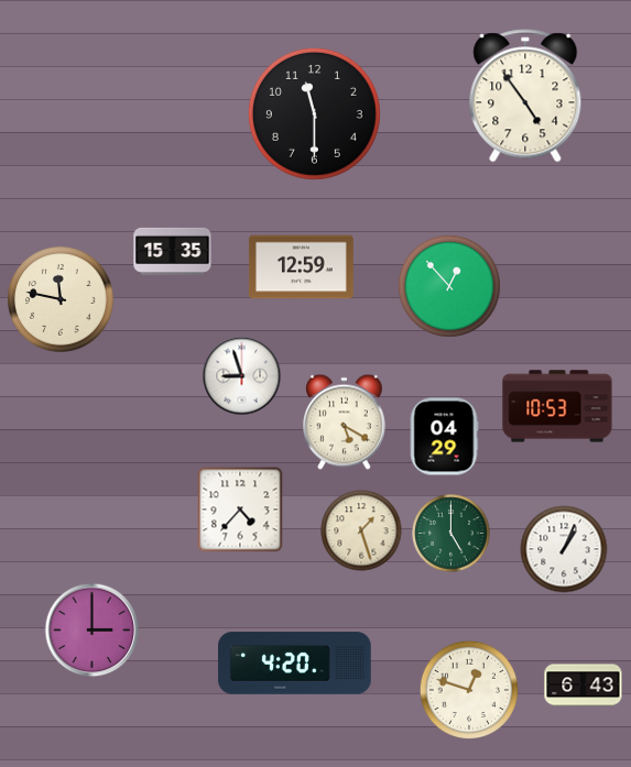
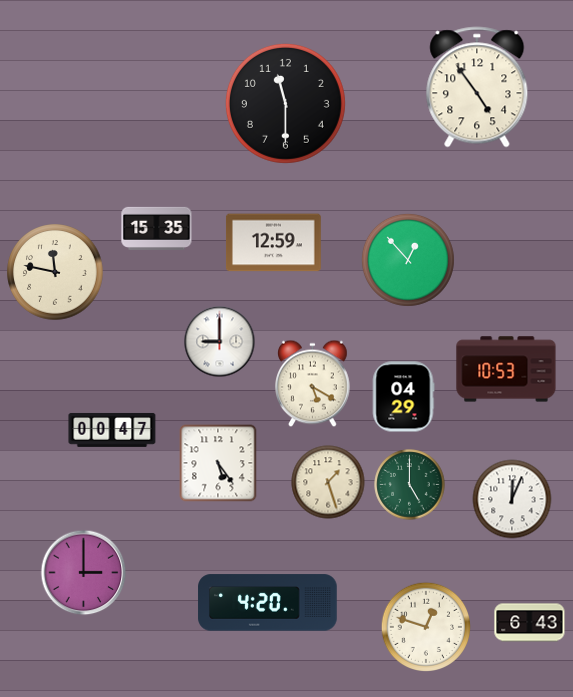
clock at (242, 376): 8:57 -> 9:00
clock at (112, 430): none -> 00:47
clock at (240, 509): 4:37 -> 5:24
clock at (564, 549): 1:04 -> 12:04
